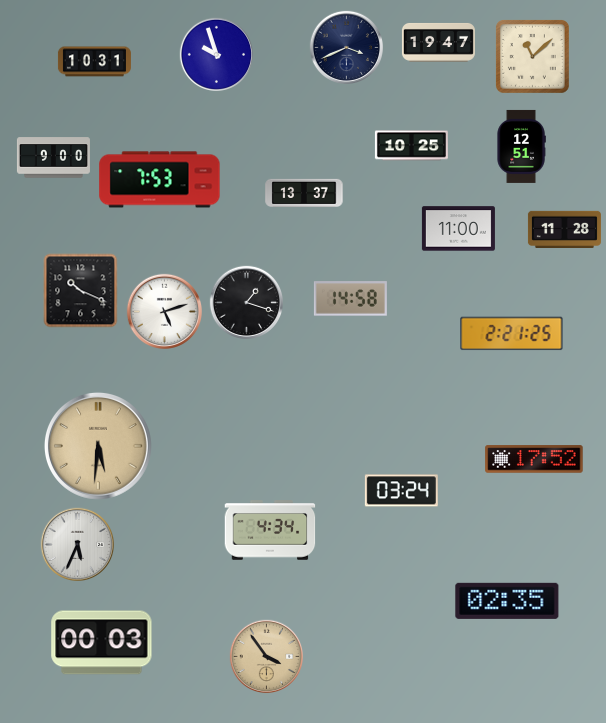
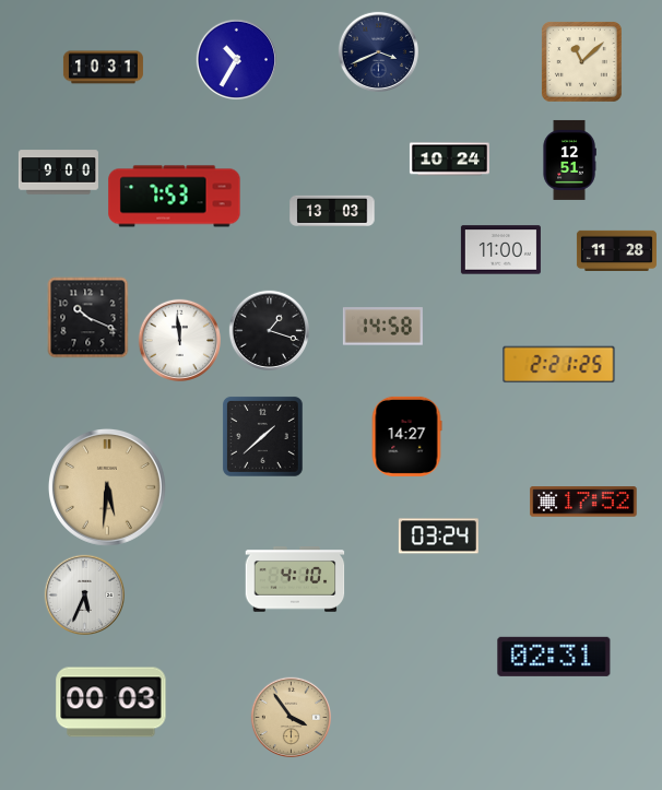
clock at (438, 42): 19:47 -> none
clock at (216, 54): 9:57 -> 10:35
clock at (411, 146): 10:25 -> 10:24
clock at (304, 192): 13:37 -> 13:03
clock at (164, 311): 5:12 -> 11:59
clock at (262, 436): none -> 1:38
clock at (406, 436): none -> 14:27
clock at (270, 530): 4:34 -> 4:10
clock at (507, 601): 02:35 -> 02:31
